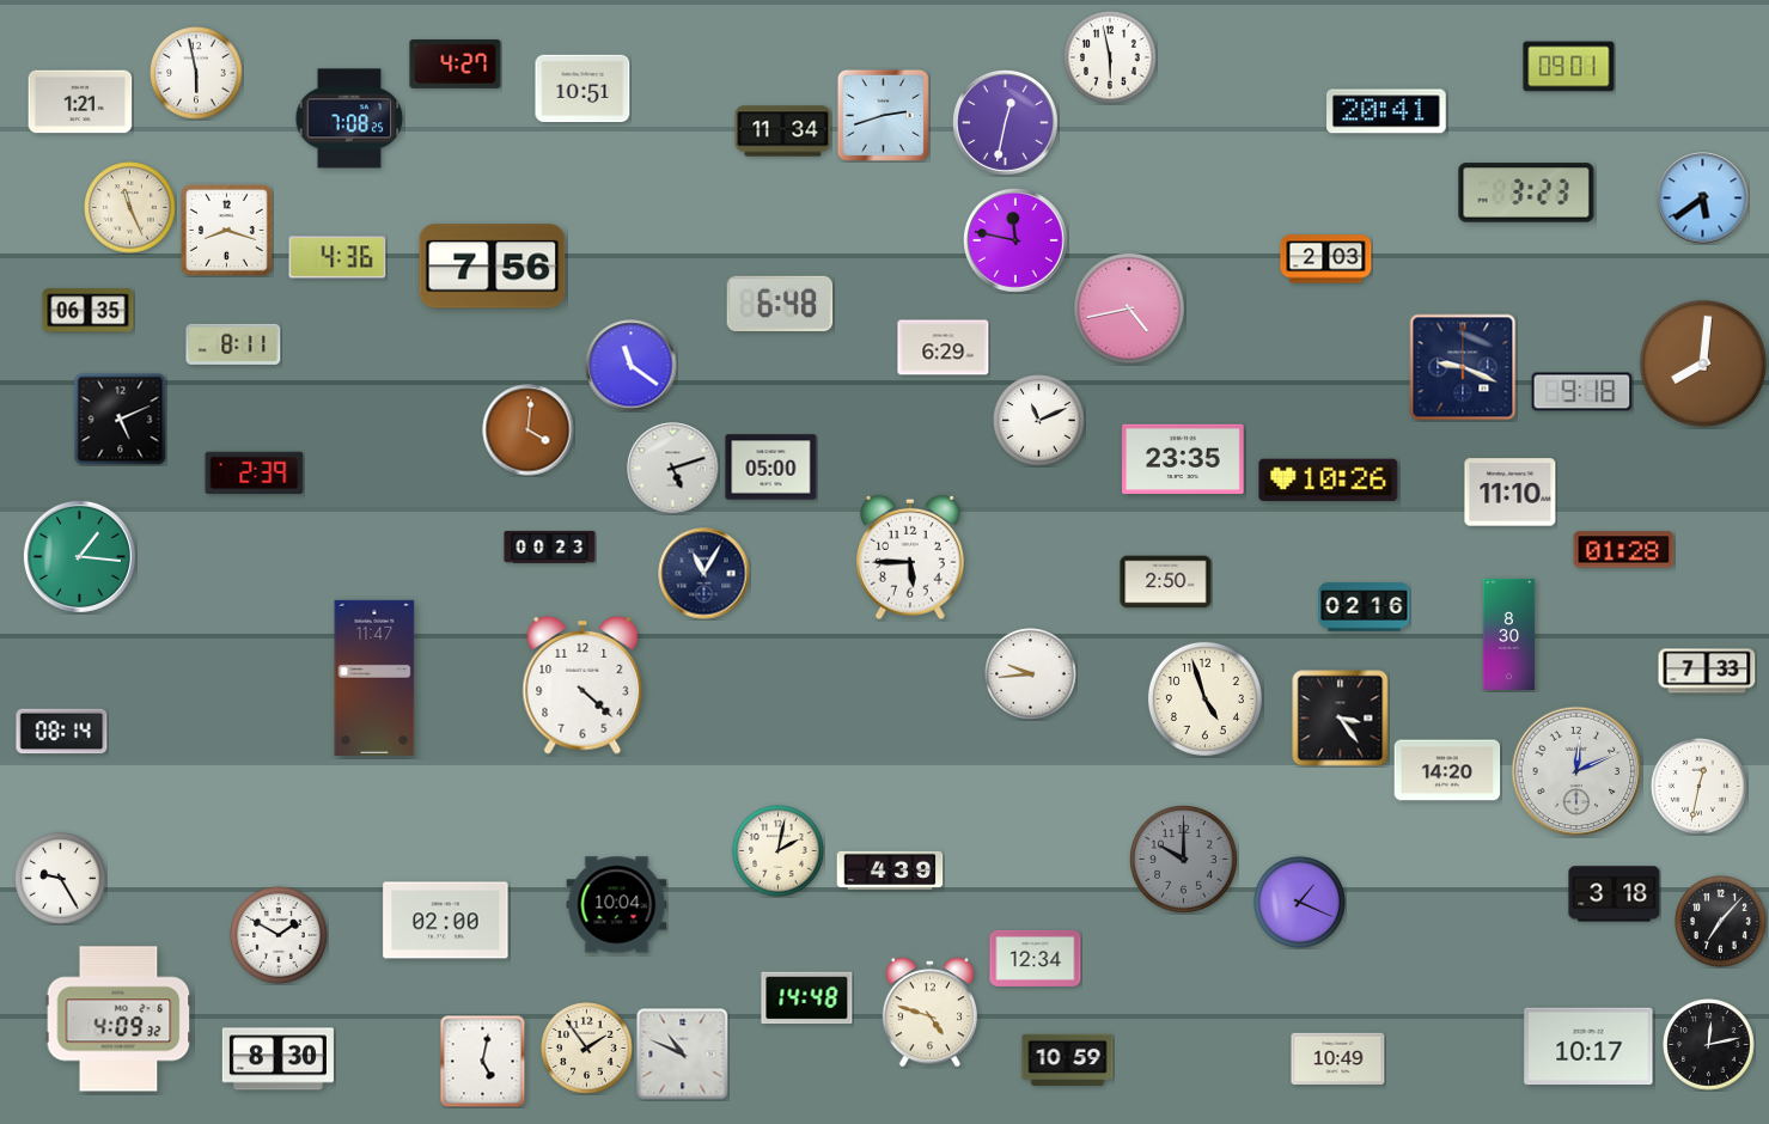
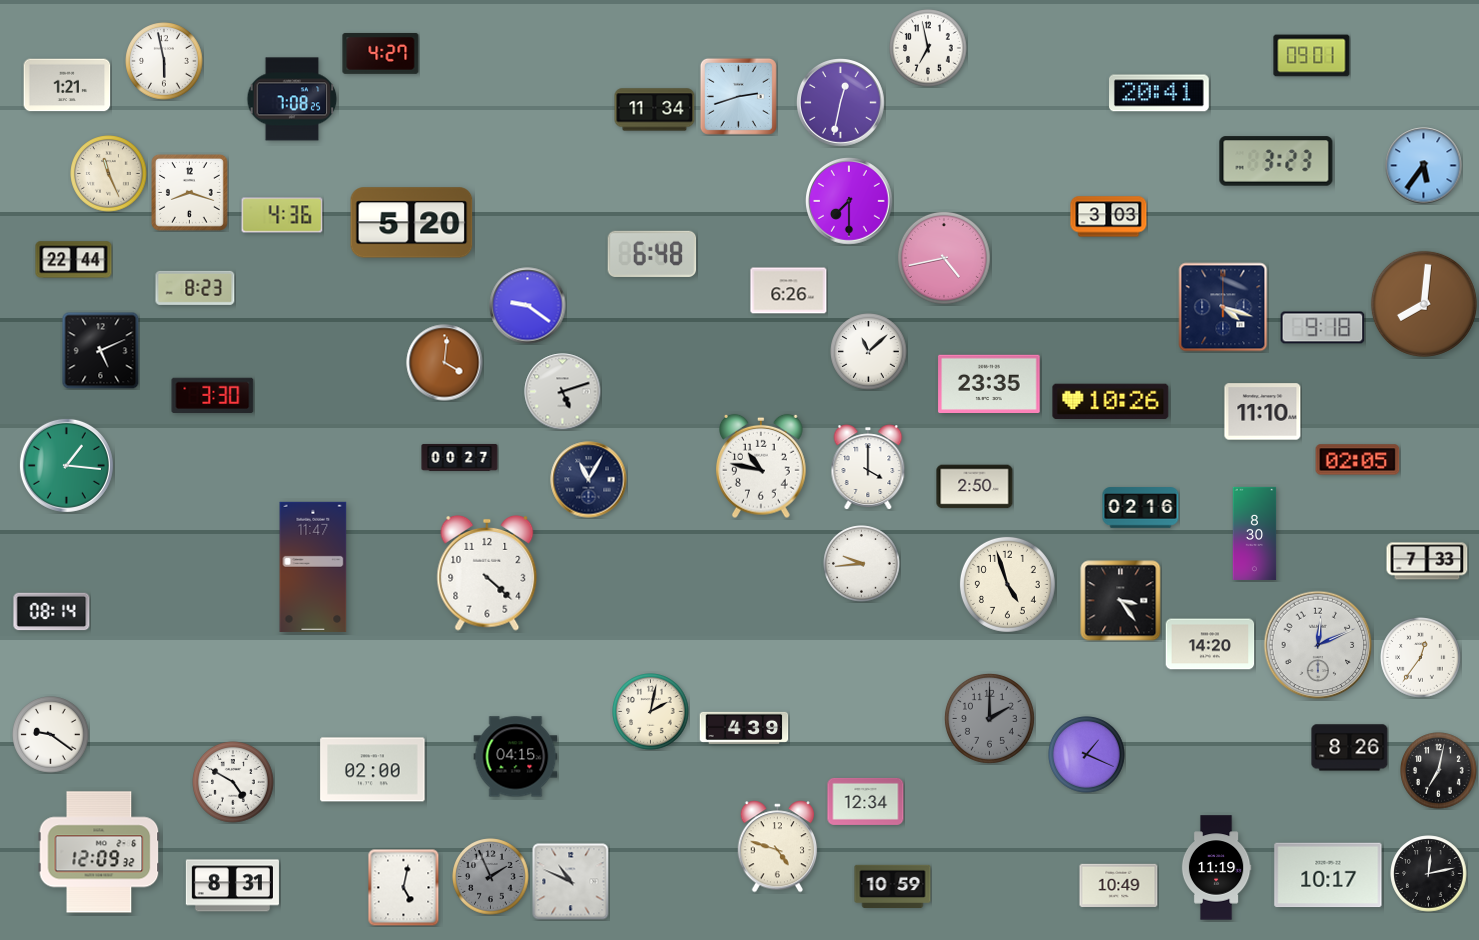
clock at (1110, 57): 5:58 -> 6:58
clock at (582, 88): 10:51 -> none
clock at (1703, 198): 5:39 -> 5:36
clock at (1017, 242): 11:47 -> 7:30
clock at (1326, 259): 2:03 -> 3:03
clock at (493, 267): 7:56 -> 5:20
clock at (89, 311): 06:35 -> 22:44
clock at (233, 344): 8:11 -> 8:23
clock at (944, 348): 6:29 -> 6:26
clock at (632, 366): 11:21 -> 9:21
clock at (1463, 367): 9:19 -> 4:18
clock at (1039, 421): 11:11 -> 11:08
clock at (529, 430) position: (529, 430) -> (445, 363)
clock at (771, 468): 05:00 -> none
clock at (255, 472): 2:39 -> 3:30
clock at (550, 546): 00:23 -> 00:27
clock at (1624, 550): 01:28 -> 02:05
clock at (911, 557): 5:45 -> 10:47
clock at (868, 467): none -> 4:00
clock at (1509, 634) position: (1509, 634) -> (1255, 533)
clock at (1700, 787): 12:32 -> 12:36
clock at (1183, 859): 10:00 -> 2:00
clock at (61, 879): 9:25 -> 9:21
clock at (1615, 894): 3:18 -> 8:26
clock at (617, 905): 10:04 -> 04:15
clock at (1721, 922): 7:07 -> 7:02
clock at (279, 935): 1:50 -> 4:50
clock at (807, 998): 14:48 -> none
clock at (118, 1019): 4:09 -> 12:09
clock at (1216, 868): none -> 11:19
clock at (587, 1049): 1:54 -> 1:56
clock at (587, 1049) dial: cream -> grey
clock at (277, 1059): 8:30 -> 8:31
